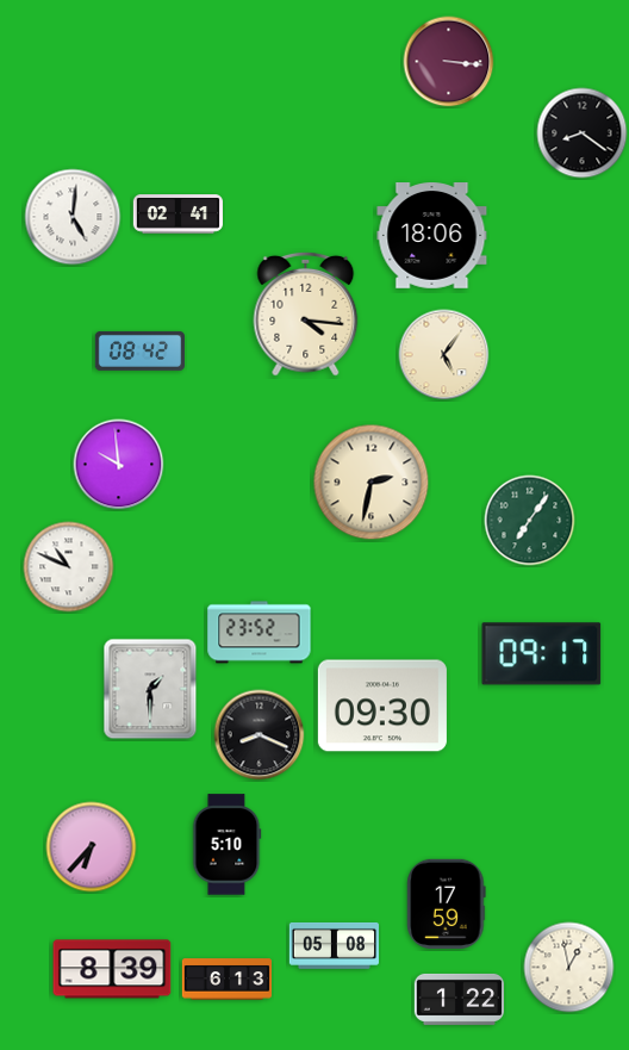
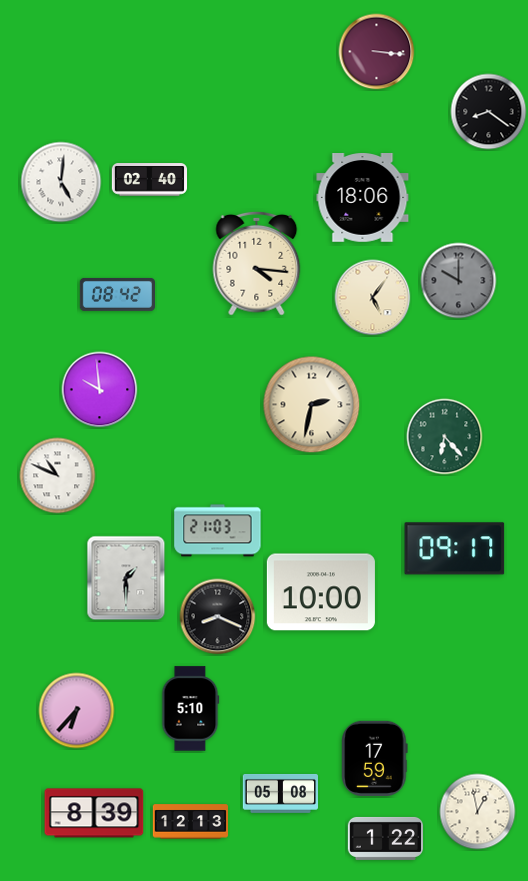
clock at (178, 215): 02:41 -> 02:40
clock at (459, 281): none -> 10:00
clock at (530, 521): 7:06 -> 6:23
clock at (260, 633): 23:52 -> 21:03
clock at (382, 706): 09:30 -> 10:00
clock at (226, 980): 6:13 -> 12:13
